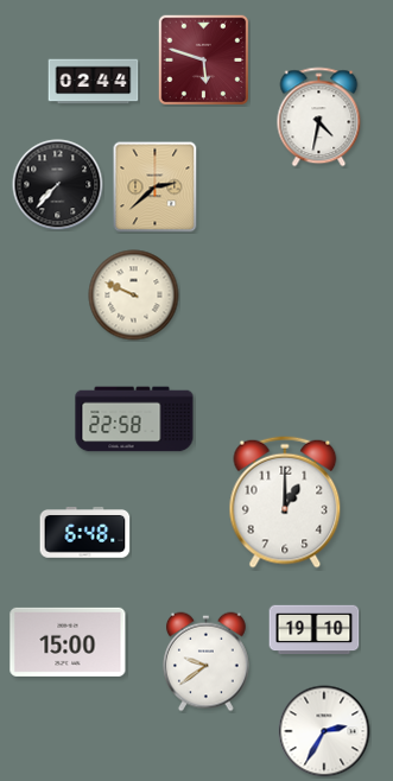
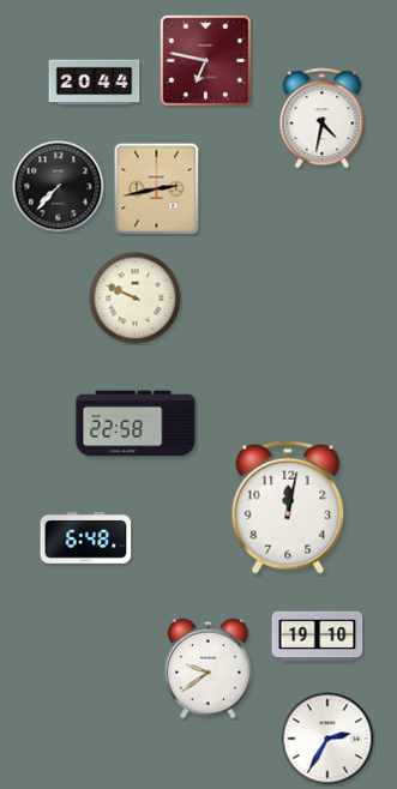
clock at (203, 59): 5:48 -> 6:47
clock at (94, 82): 02:44 -> 20:44
clock at (156, 188): 2:38 -> 2:43
clock at (285, 502): 1:00 -> 12:02
clock at (68, 642): 15:00 -> none
